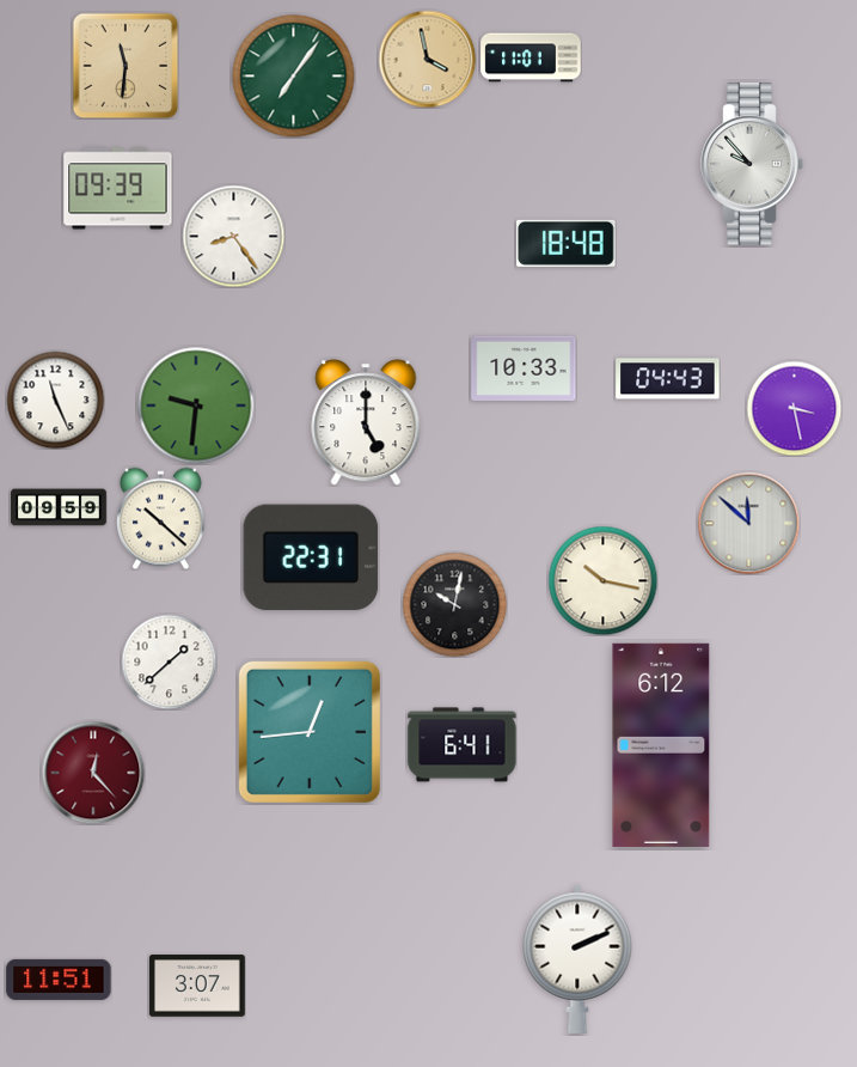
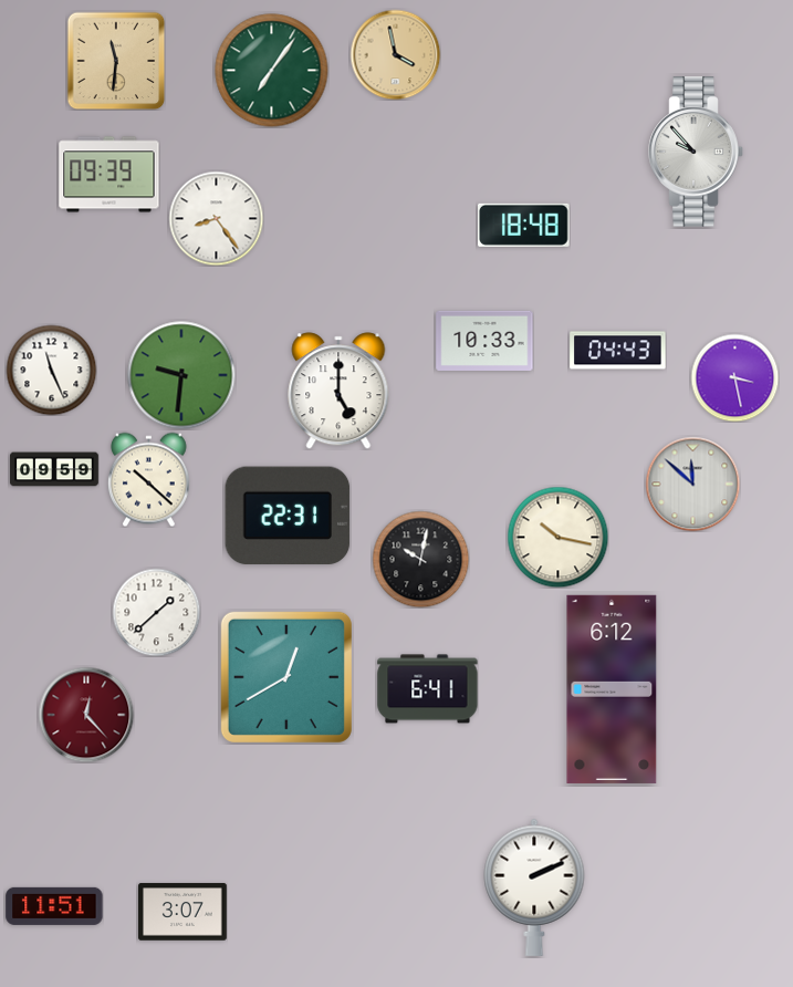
clock at (531, 57): 11:01 -> none
clock at (310, 732): 12:44 -> 12:40
